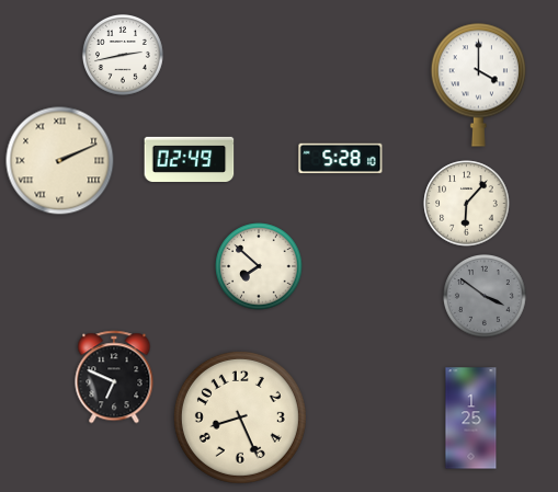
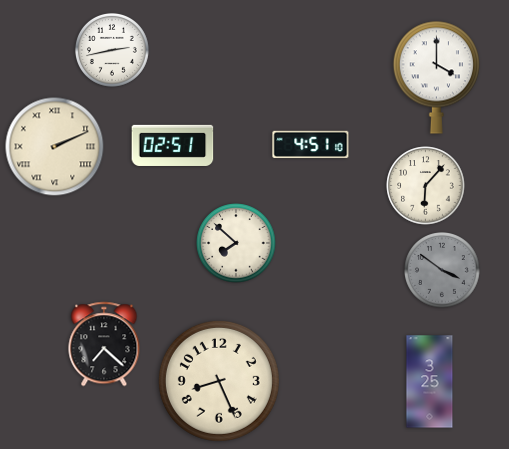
clock at (190, 159): 02:49 -> 02:51
clock at (341, 159): 5:28 -> 4:51
clock at (114, 377): 6:49 -> 7:22
clock at (471, 419): 1:25 -> 3:25
